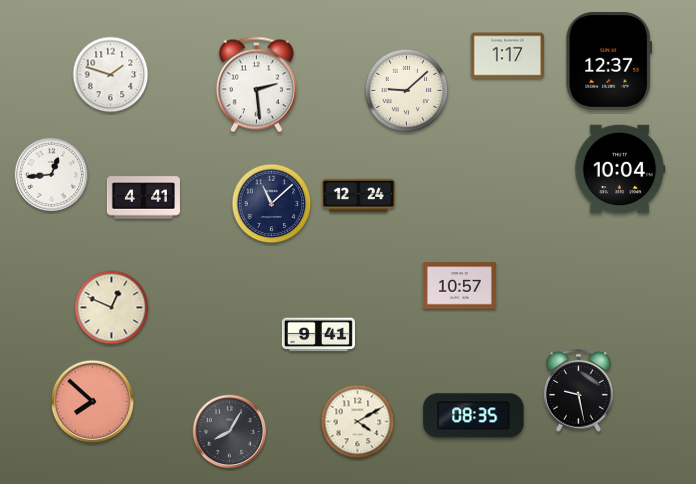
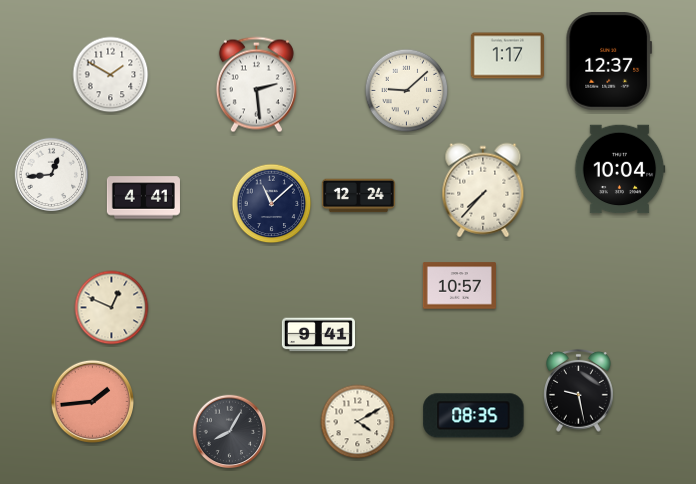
clock at (111, 75): 1:48 -> 1:50
clock at (483, 190): none -> 7:37
clock at (92, 401): 7:52 -> 1:44
